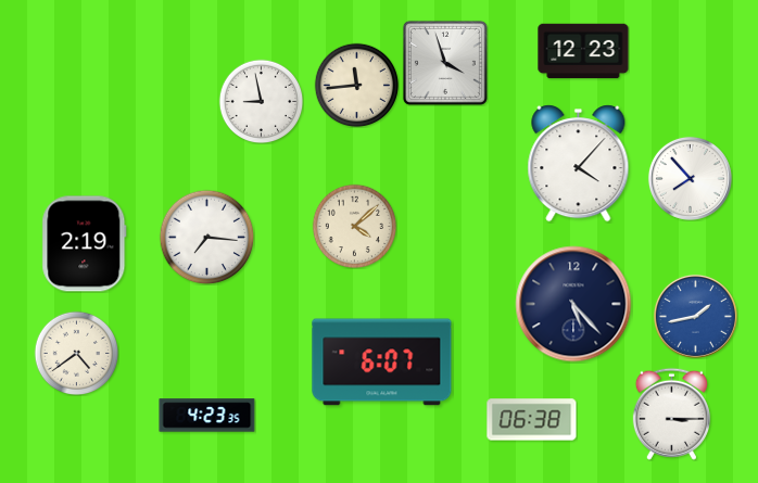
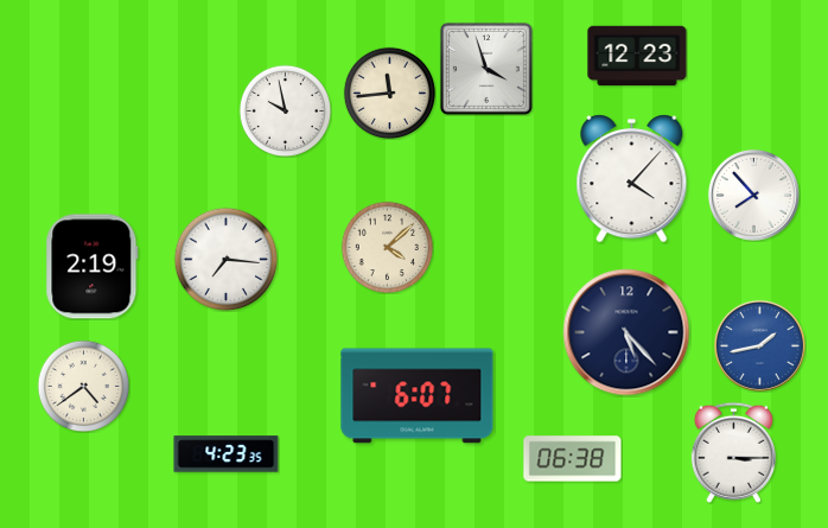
clock at (261, 101): 8:58 -> 9:58
clock at (532, 420) position: (532, 420) -> (573, 459)
